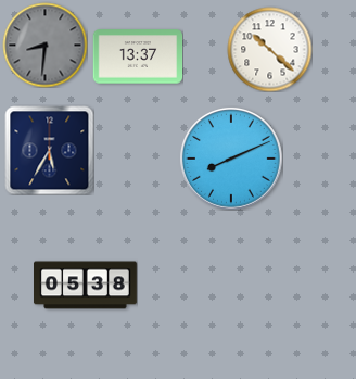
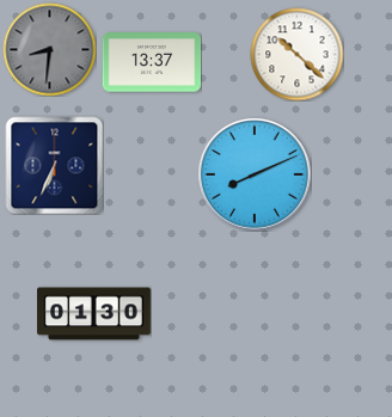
clock at (49, 150): 5:35 -> 6:34
clock at (86, 286): 05:38 -> 01:30
